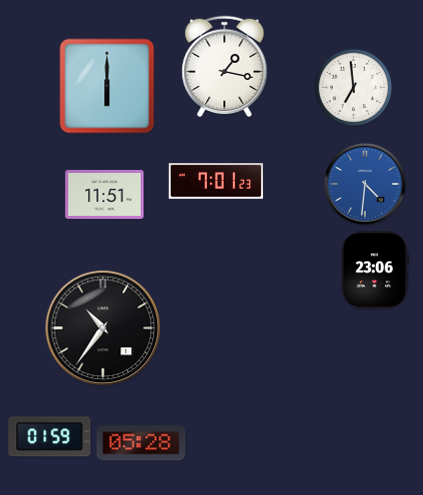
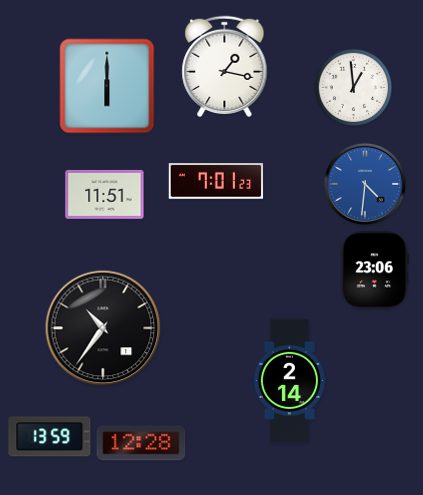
clock at (354, 88): 6:59 -> 12:59
clock at (290, 380): none -> 2:14
clock at (50, 437): 01:59 -> 13:59
clock at (141, 443): 05:28 -> 12:28
